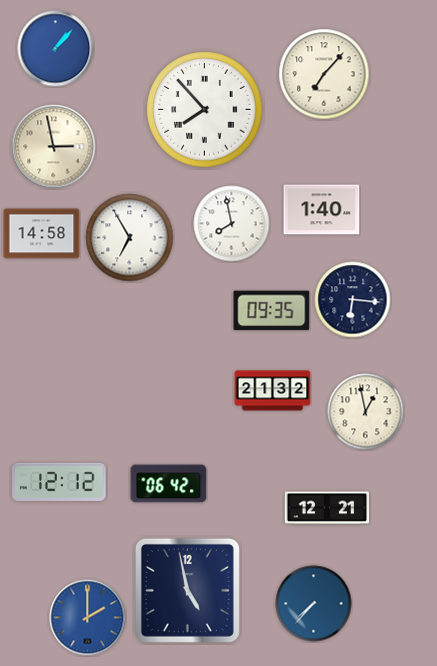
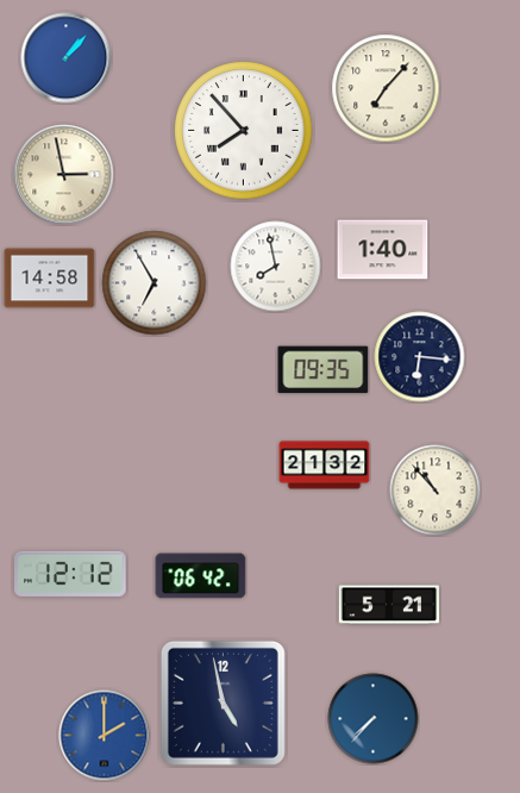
clock at (366, 412): 12:58 -> 10:53
clock at (327, 508): 12:21 -> 5:21
